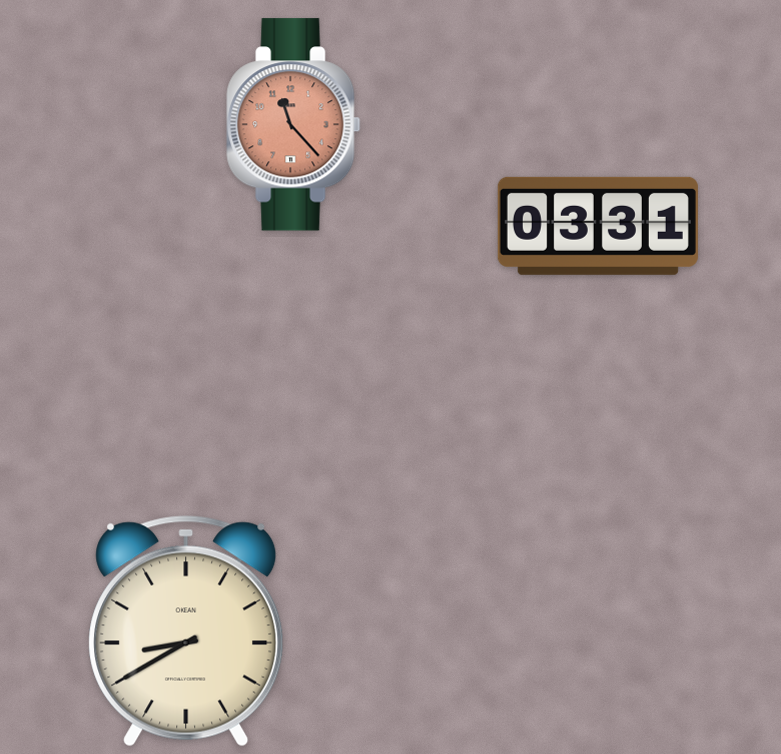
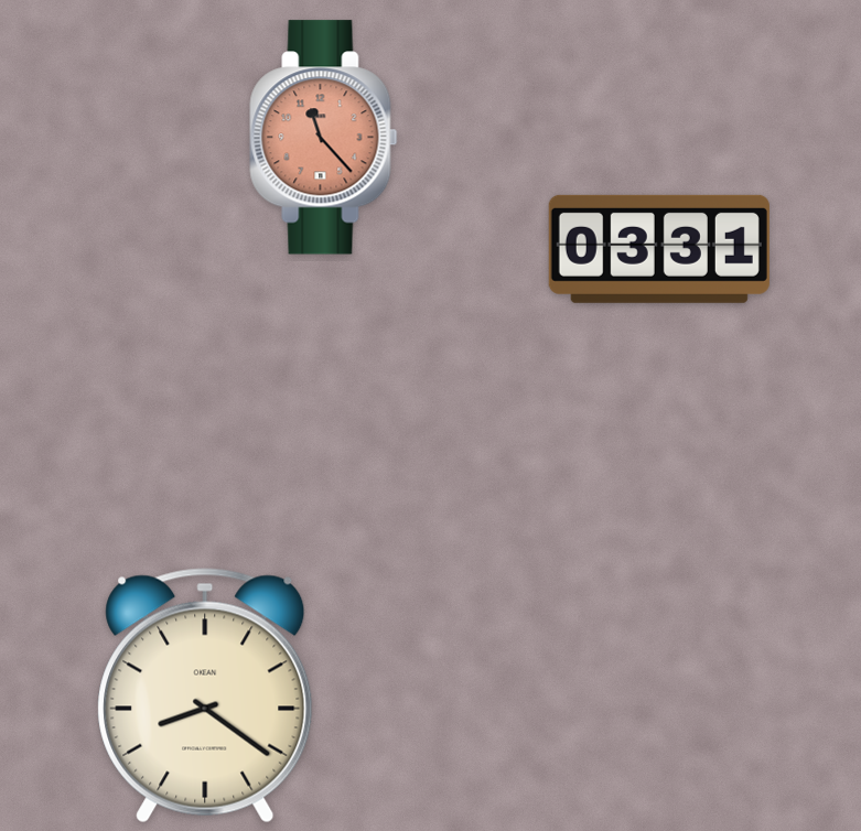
clock at (186, 631): 8:40 -> 8:21
